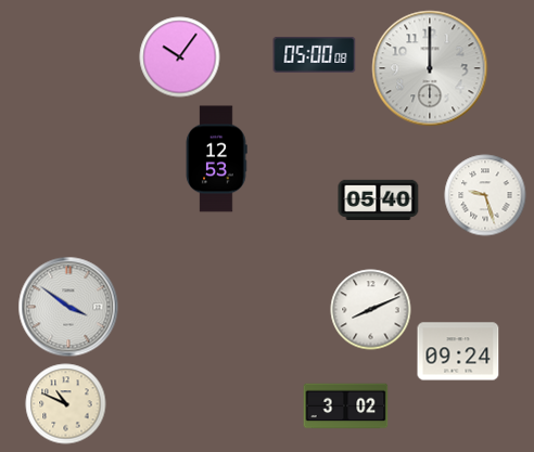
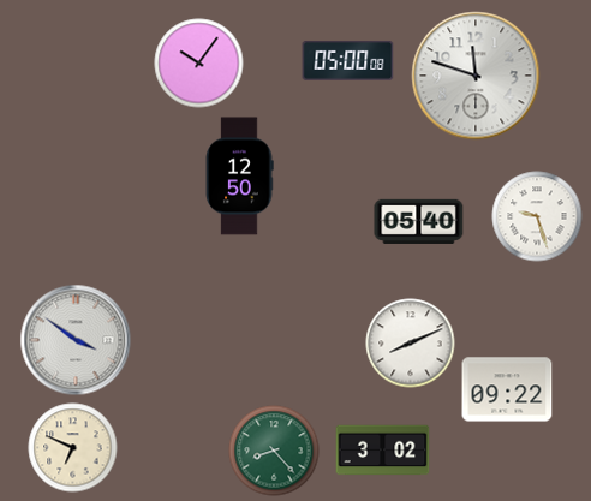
clock at (430, 68): 12:00 -> 11:48
clock at (216, 159): 12:53 -> 12:50
clock at (458, 351): 09:24 -> 09:22
clock at (66, 404): 10:49 -> 6:49
clock at (274, 451): none -> 8:23
